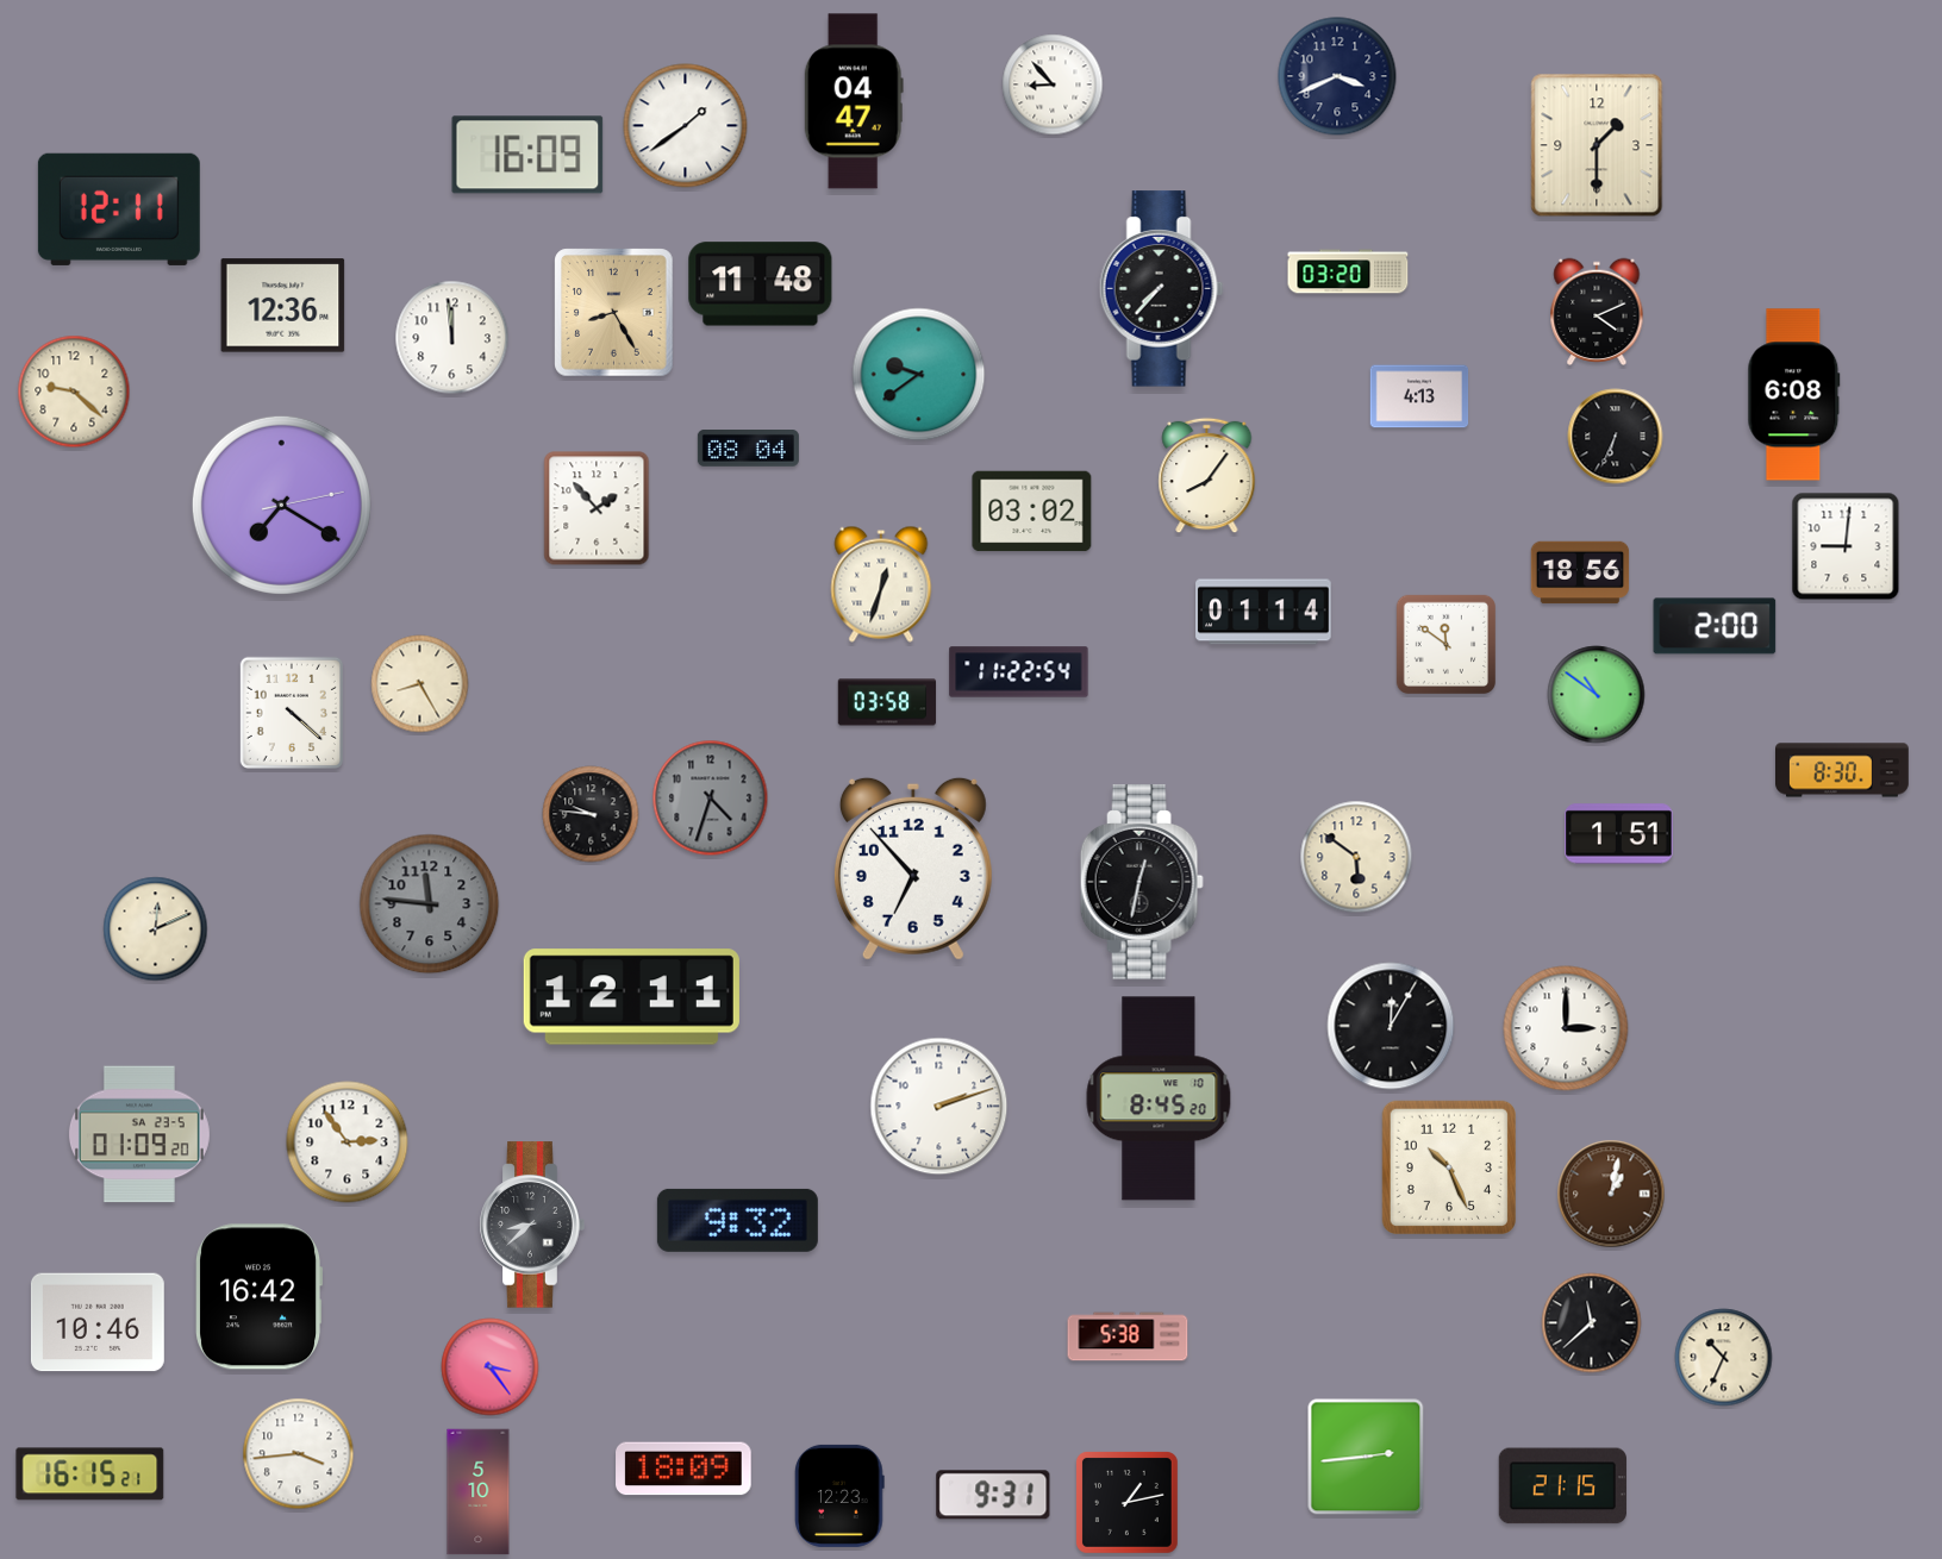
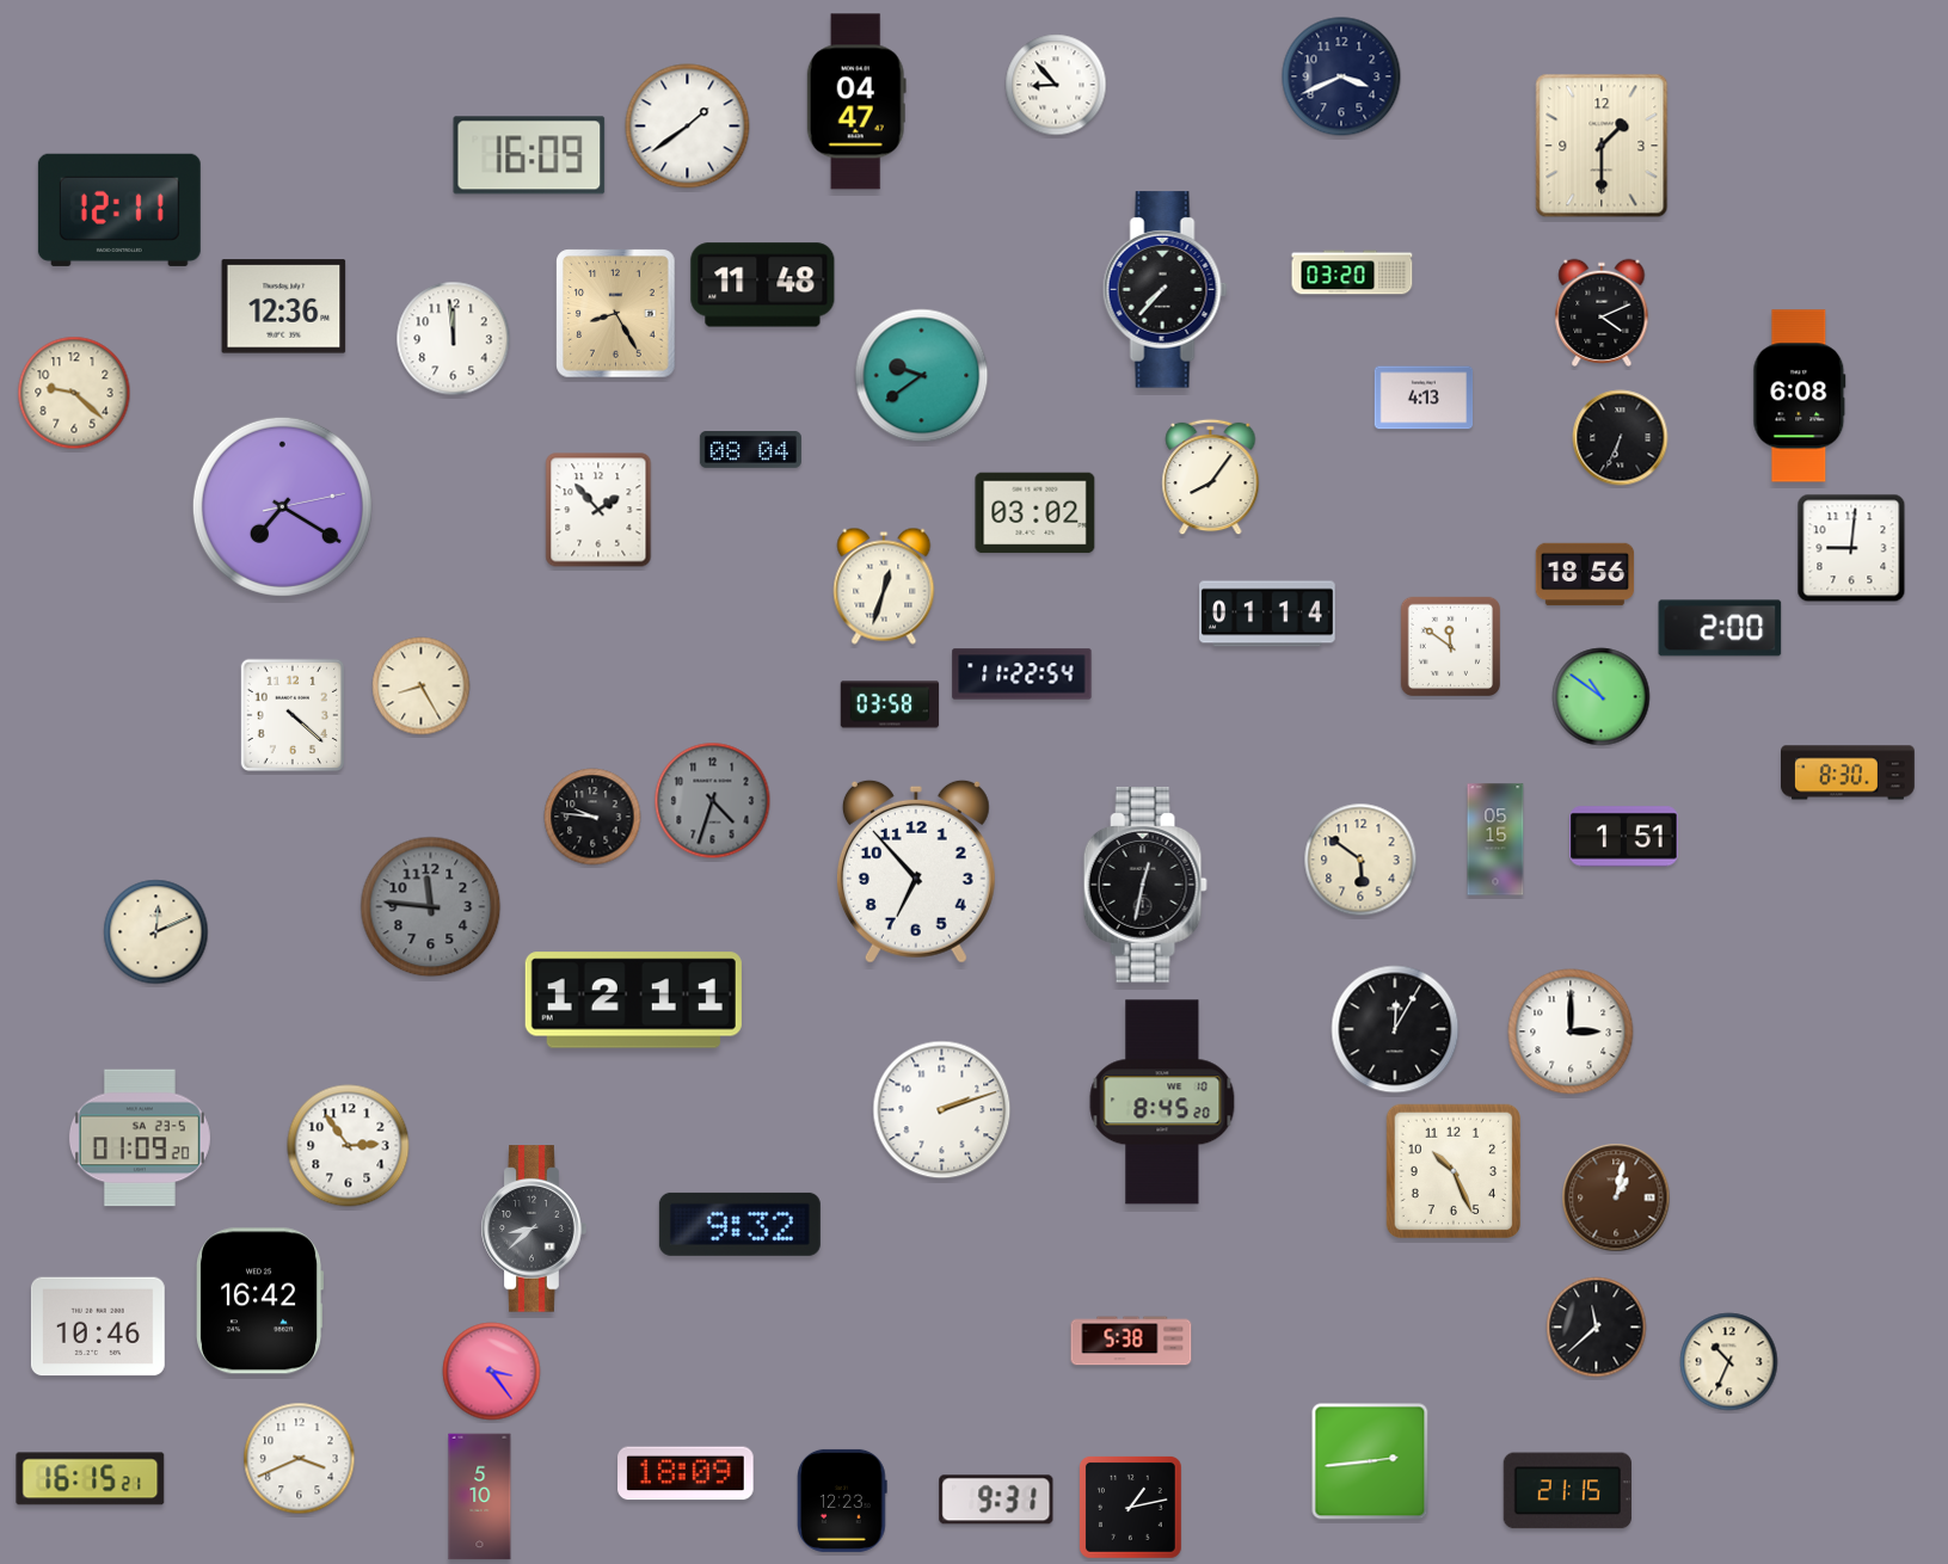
clock at (1495, 839): none -> 05:15
clock at (299, 1454): 3:44 -> 3:41
